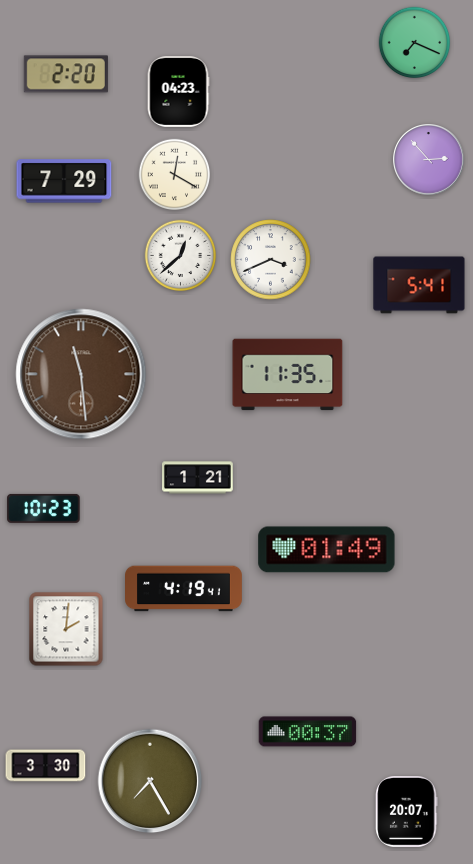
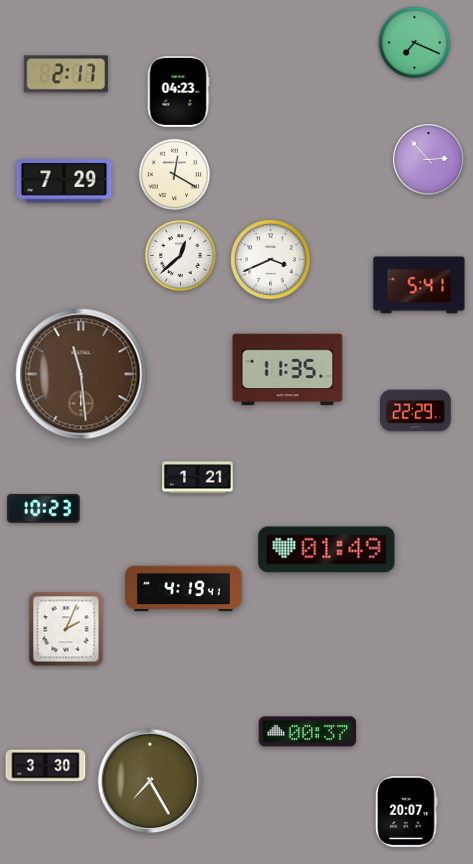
clock at (66, 74): 2:20 -> 2:17
clock at (288, 375) position: (288, 375) -> (288, 370)
clock at (416, 411): none -> 22:29
clock at (66, 629): 2:01 -> 2:04
